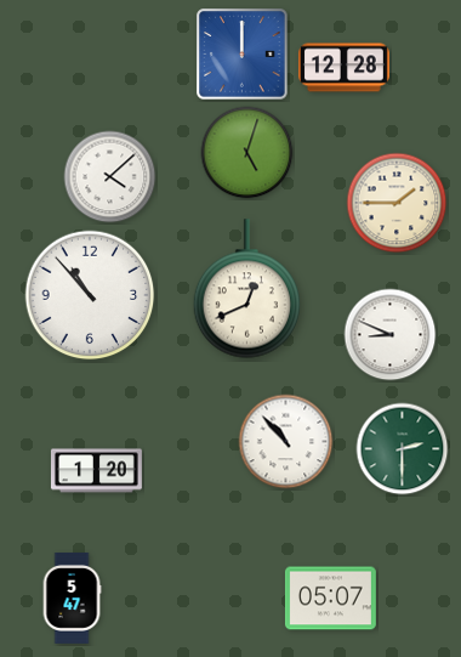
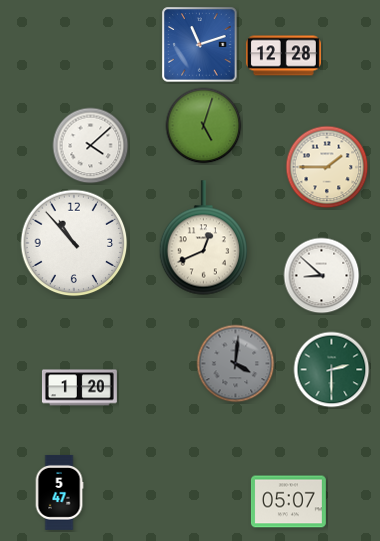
clock at (243, 55): 12:00 -> 11:12
clock at (391, 335): 8:49 -> 8:52
clock at (286, 442): 10:53 -> 4:01
clock at (286, 442) dial: white -> grey
clock at (330, 599) position: (330, 599) -> (288, 502)
